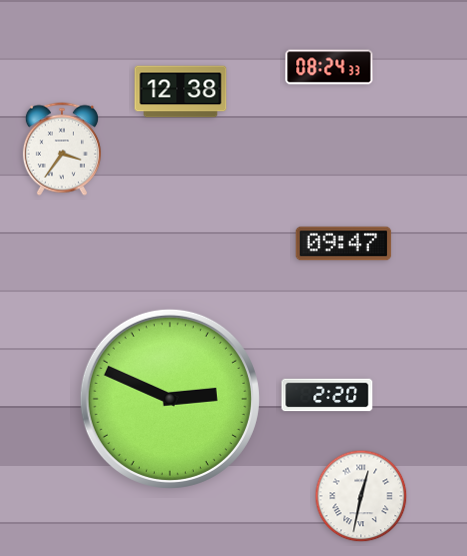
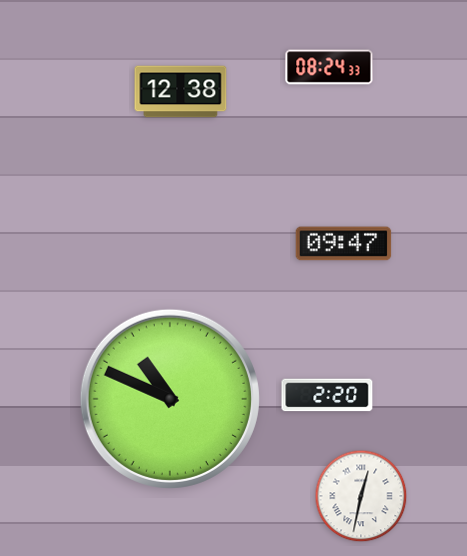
clock at (62, 149): 3:36 -> none
clock at (170, 399): 2:49 -> 10:49
